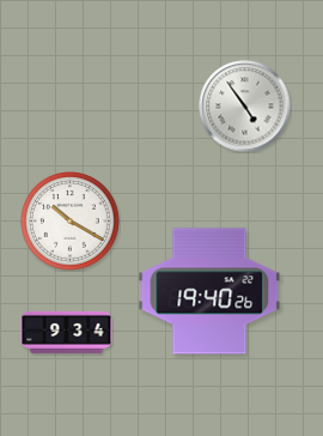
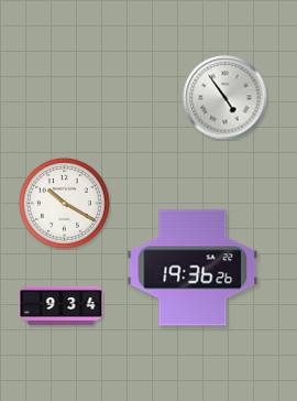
clock at (209, 291): 19:40 -> 19:36
